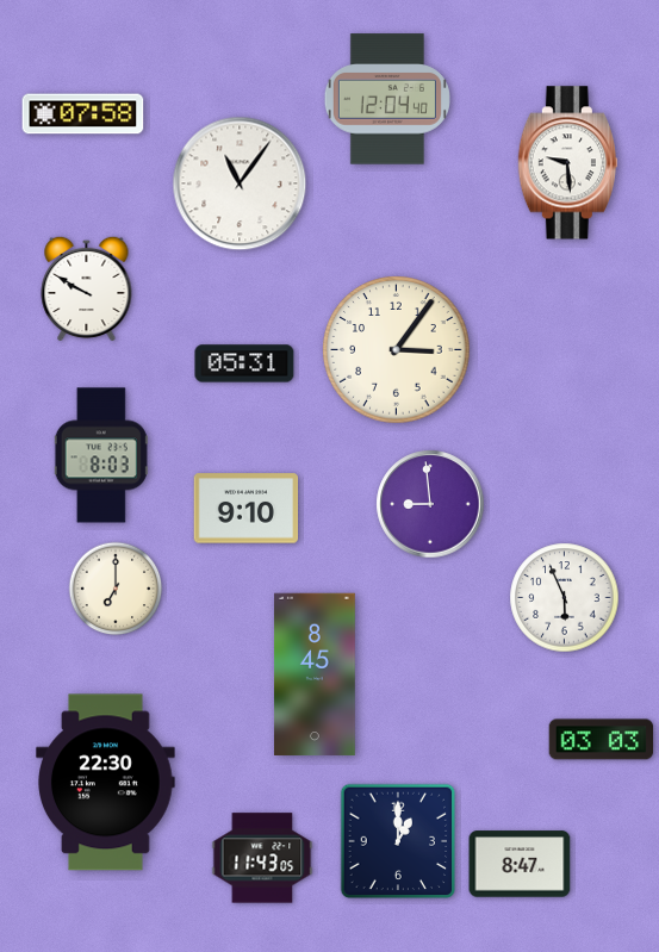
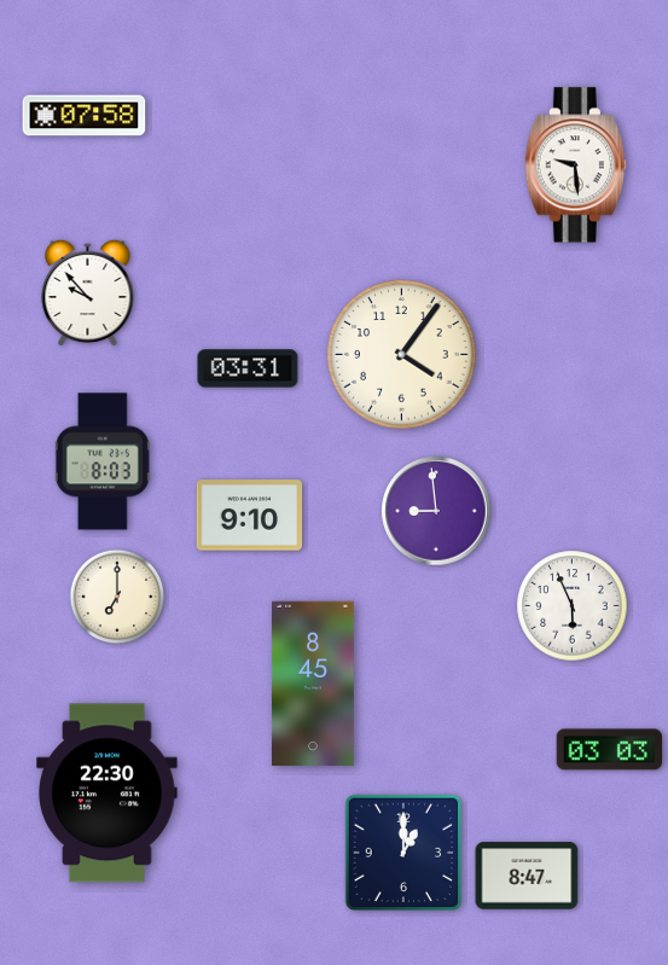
clock at (387, 99): 12:04 -> none
clock at (240, 183): 11:06 -> none
clock at (87, 288): 9:50 -> 9:53
clock at (397, 350): 3:06 -> 4:06
clock at (244, 363): 05:31 -> 03:31
clock at (315, 674) position: (315, 674) -> (313, 684)
clock at (262, 858): 11:43 -> none
